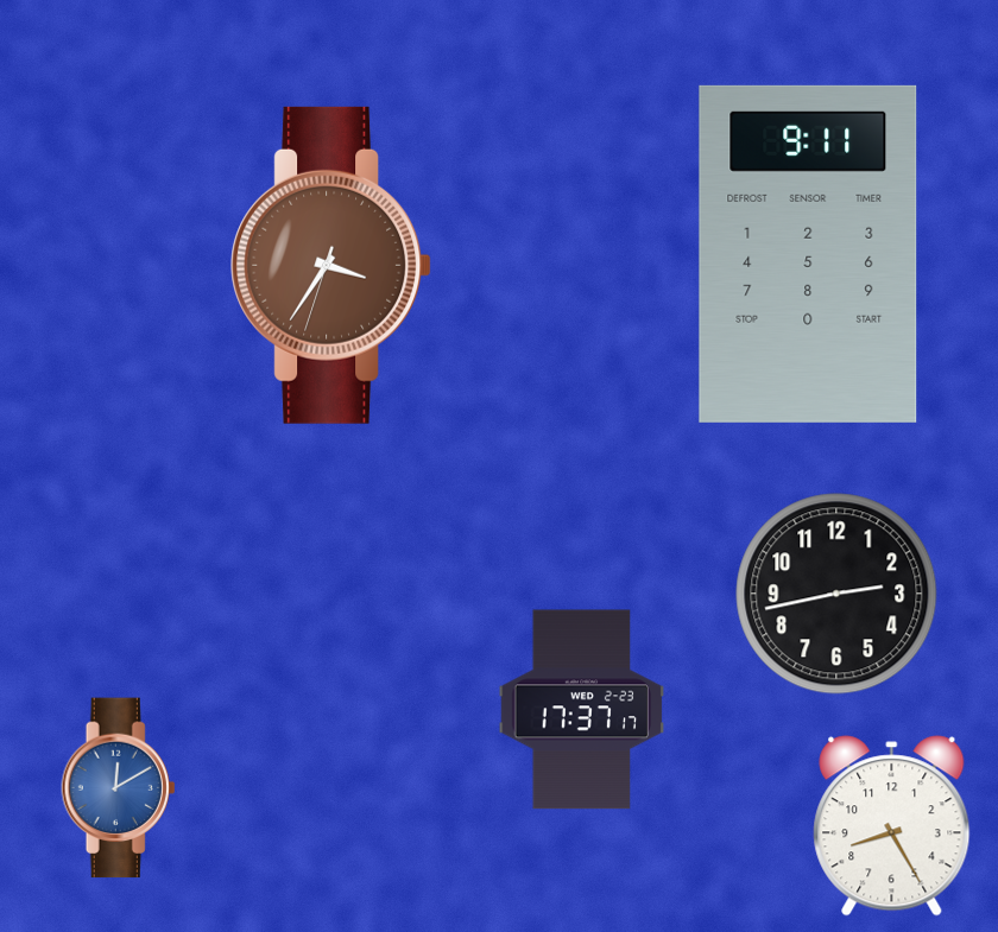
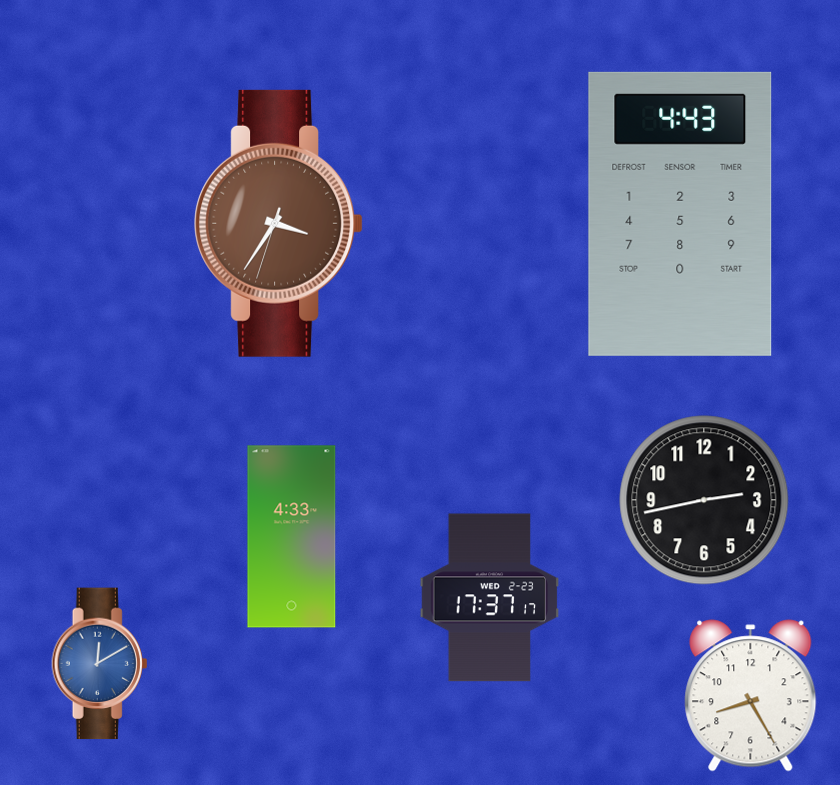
clock at (808, 254): 9:11 -> 4:43
clock at (292, 537): none -> 4:33
